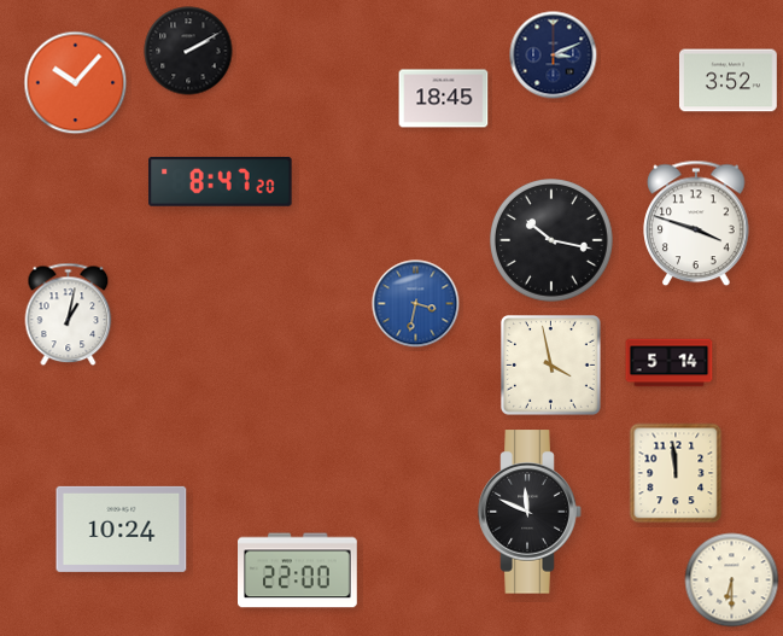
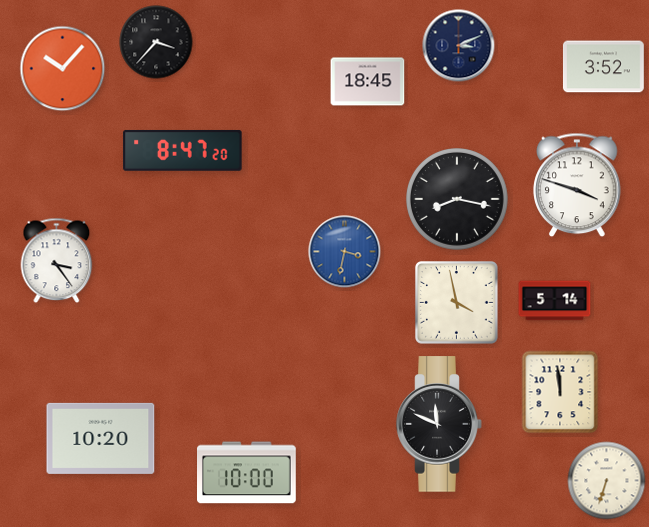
clock at (188, 51): 2:10 -> 3:37
clock at (553, 241): 10:17 -> 8:17
clock at (69, 315): 1:02 -> 3:24
clock at (122, 529): 10:24 -> 10:20
clock at (298, 571): 22:00 -> 10:00
clock at (732, 580): 6:30 -> 6:33
